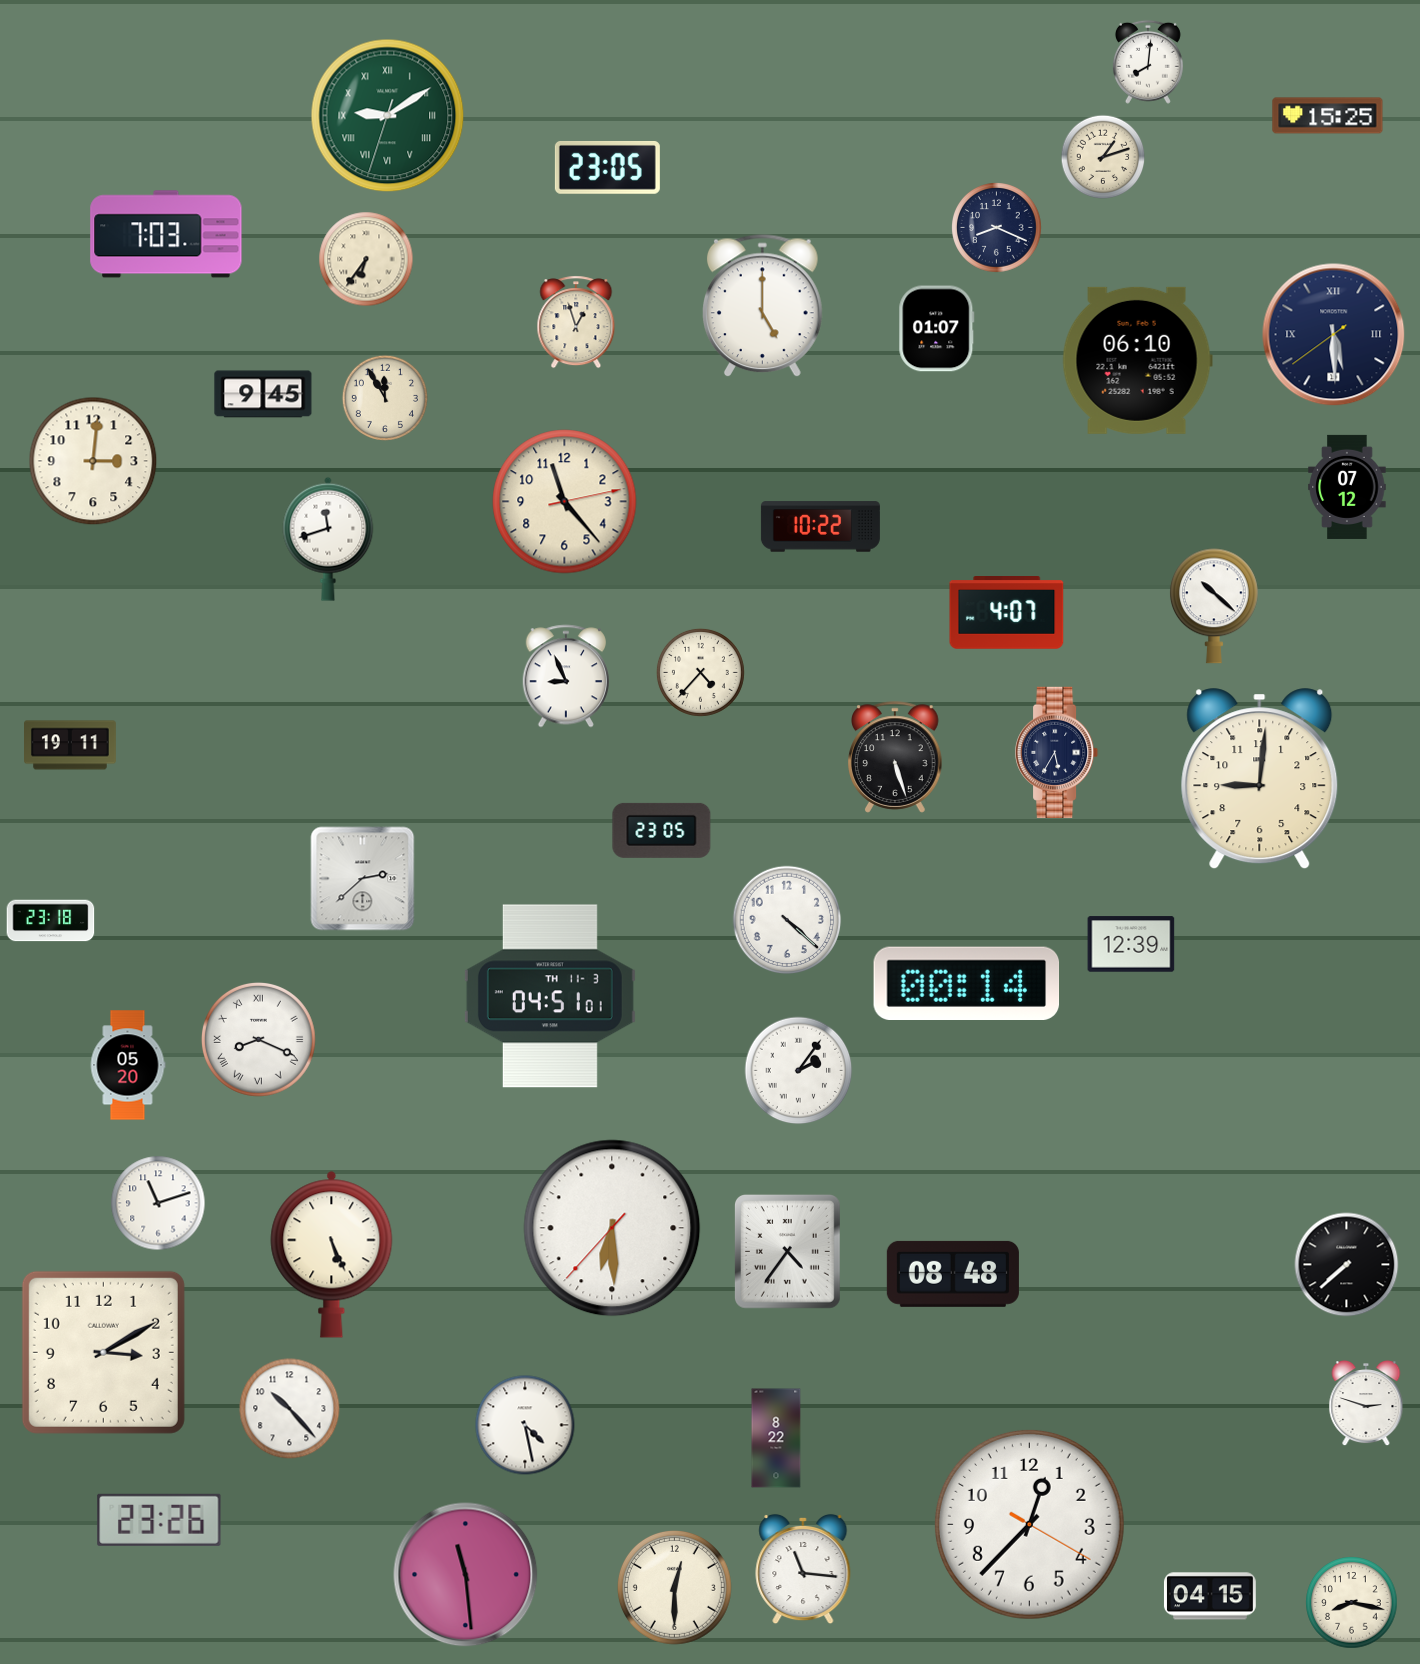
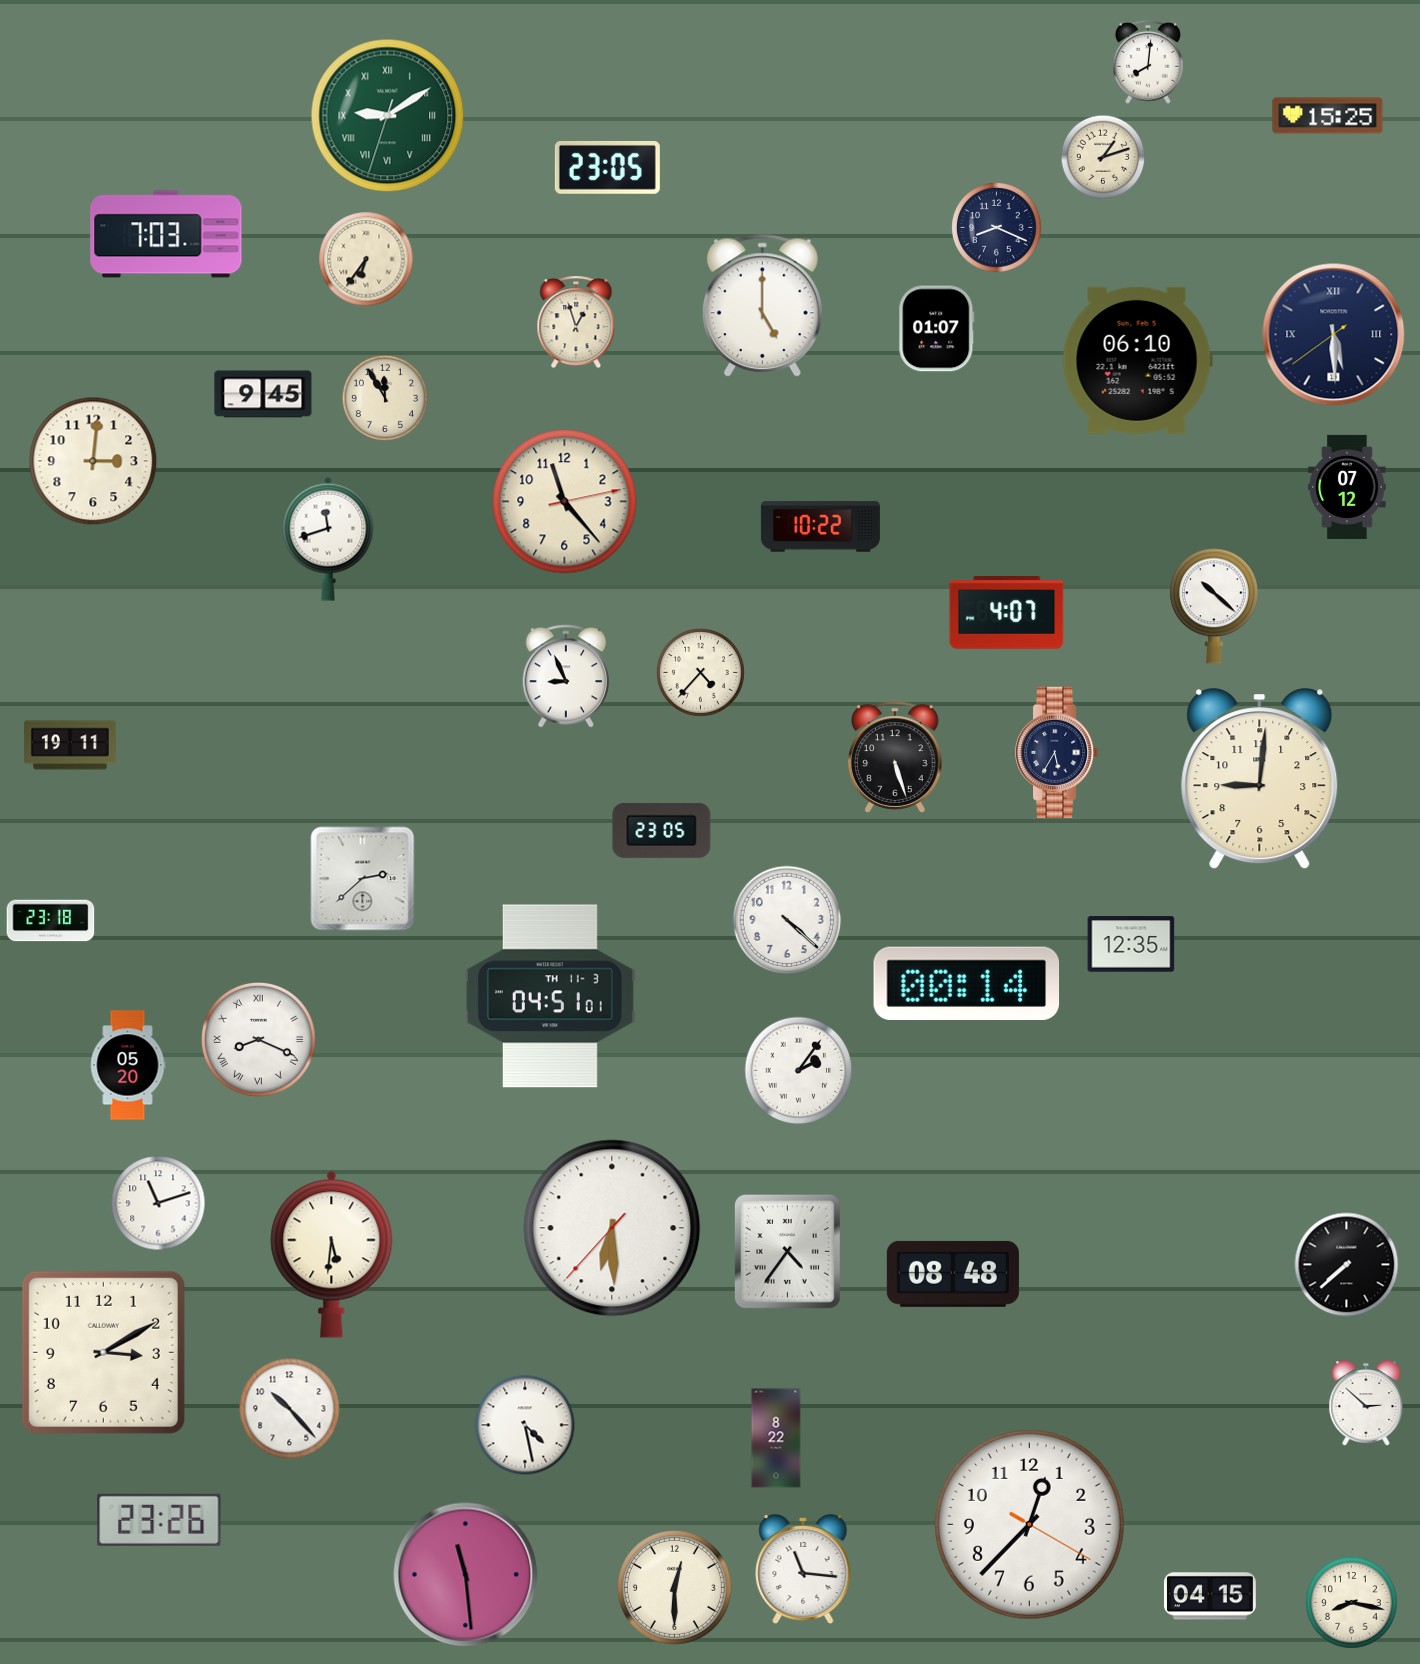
clock at (1131, 944): 12:39 -> 12:35
clock at (332, 1254): 5:26 -> 5:31
clock at (1366, 1403): 2:48 -> 2:52
